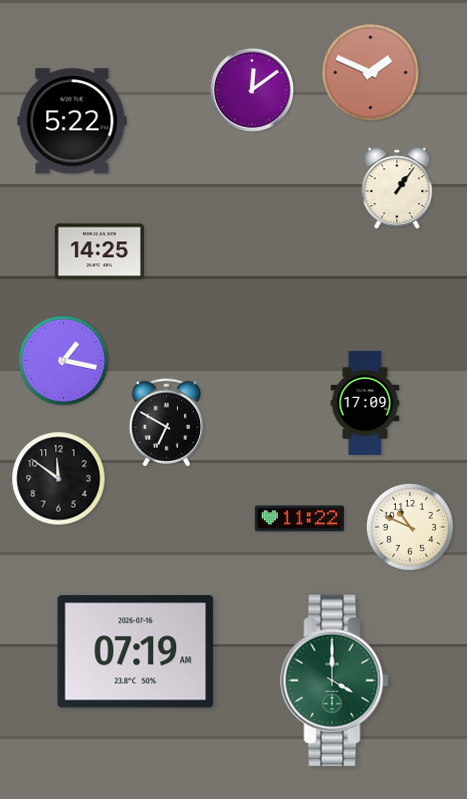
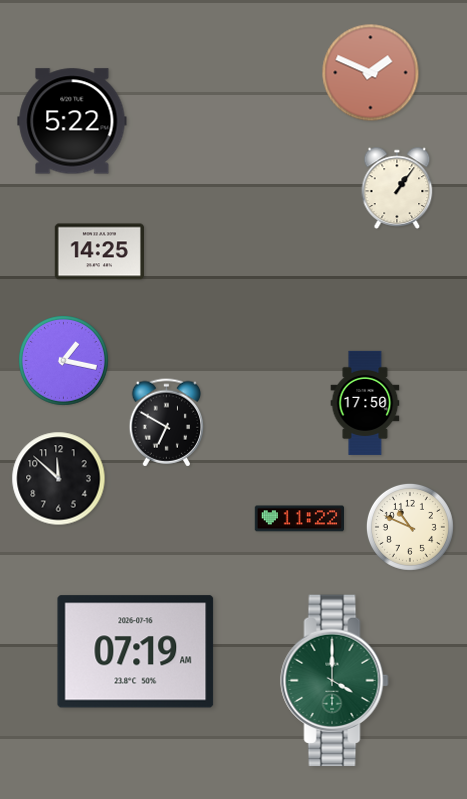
clock at (252, 90): 12:09 -> none
clock at (365, 403): 17:09 -> 17:50
clock at (59, 479): 11:51 -> 11:52
